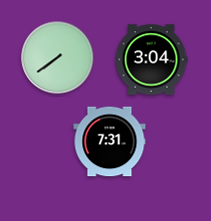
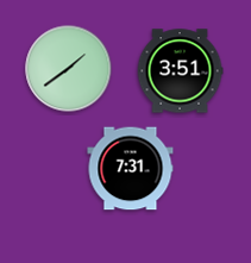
clock at (58, 58): 7:39 -> 1:39
clock at (151, 60): 3:04 -> 3:51
